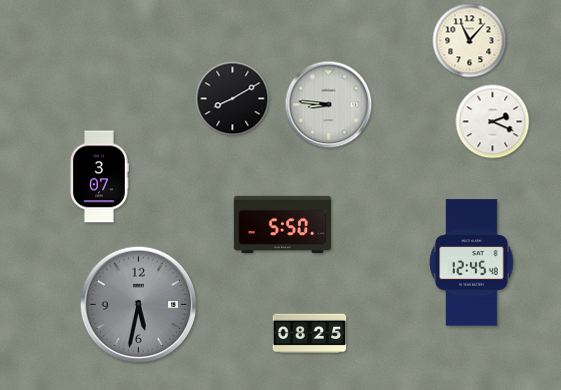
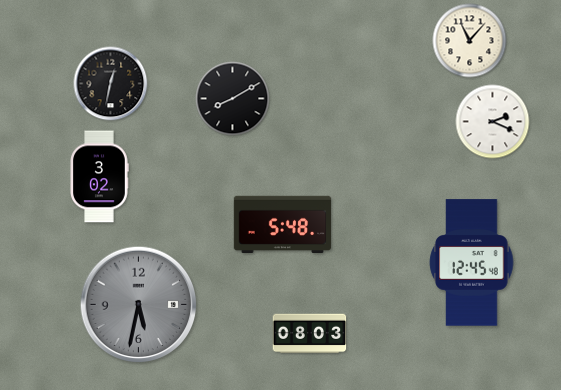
clock at (111, 84): none -> 12:32
clock at (329, 105): 8:46 -> none
clock at (99, 177): 3:07 -> 3:02
clock at (283, 225): 5:50 -> 5:48
clock at (310, 334): 08:25 -> 08:03
